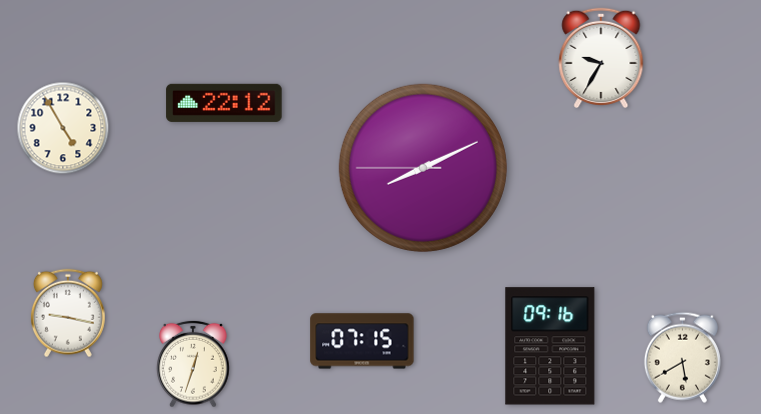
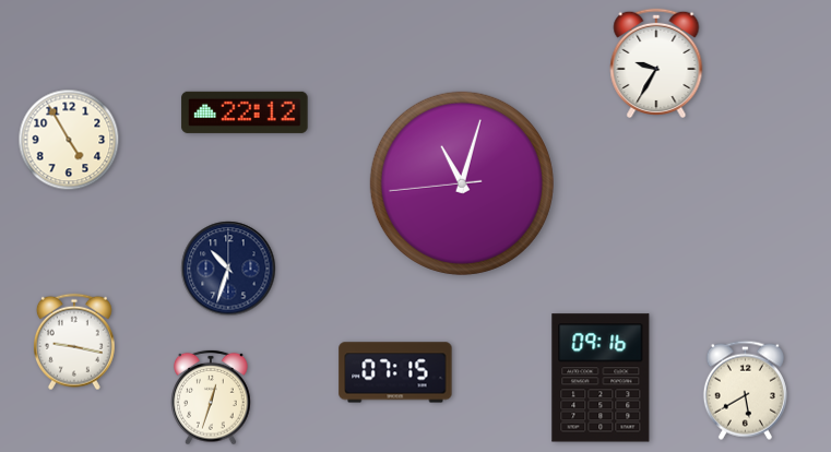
clock at (423, 168): 8:10 -> 11:02
clock at (228, 269): none -> 10:33
